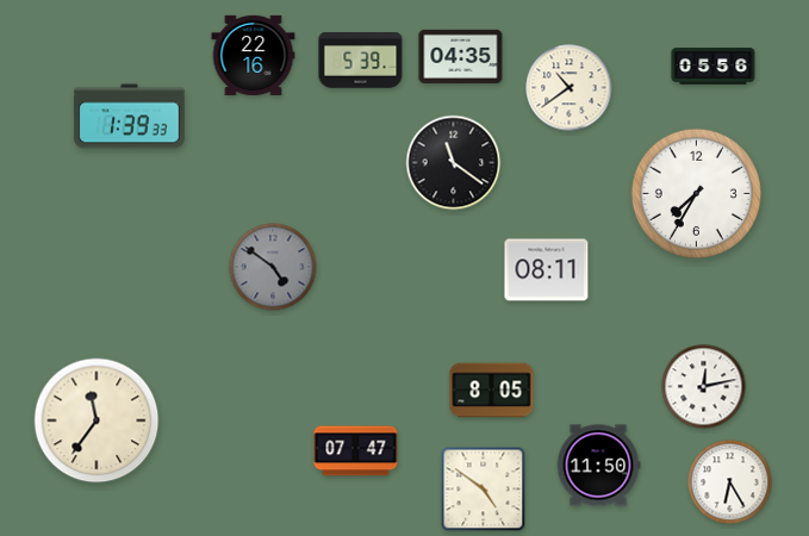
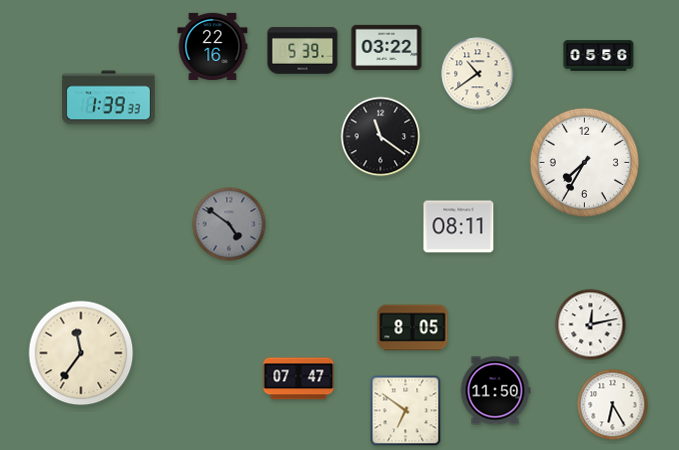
clock at (461, 56): 04:35 -> 03:22
clock at (598, 466) position: (598, 466) -> (495, 391)
clock at (484, 490): 4:51 -> 6:51
